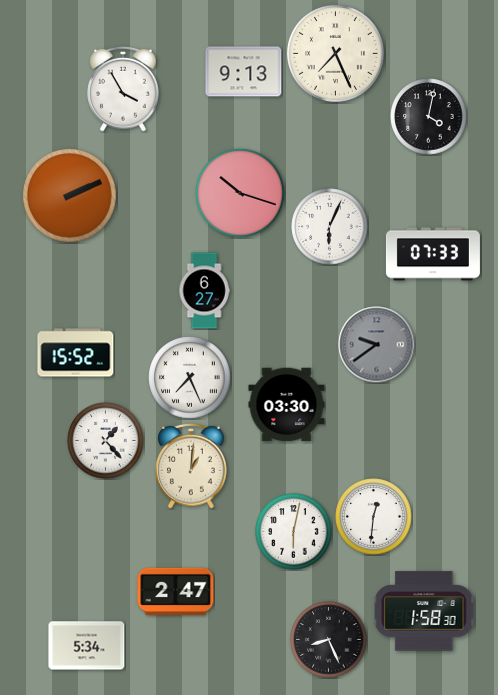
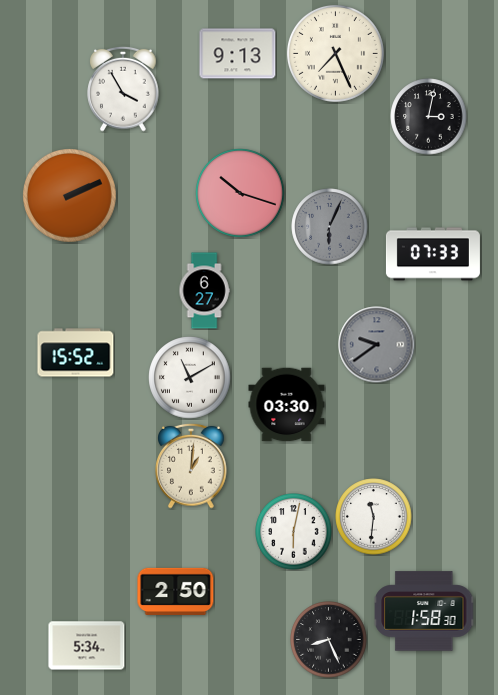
clock at (244, 72) position: (244, 72) -> (238, 54)
clock at (429, 117): 4:02 -> 3:02
clock at (330, 227) dial: white -> grey
clock at (190, 378): 7:26 -> 11:10
clock at (106, 441): 1:23 -> none
clock at (374, 517): 12:31 -> 11:31
clock at (176, 591): 2:47 -> 2:50
